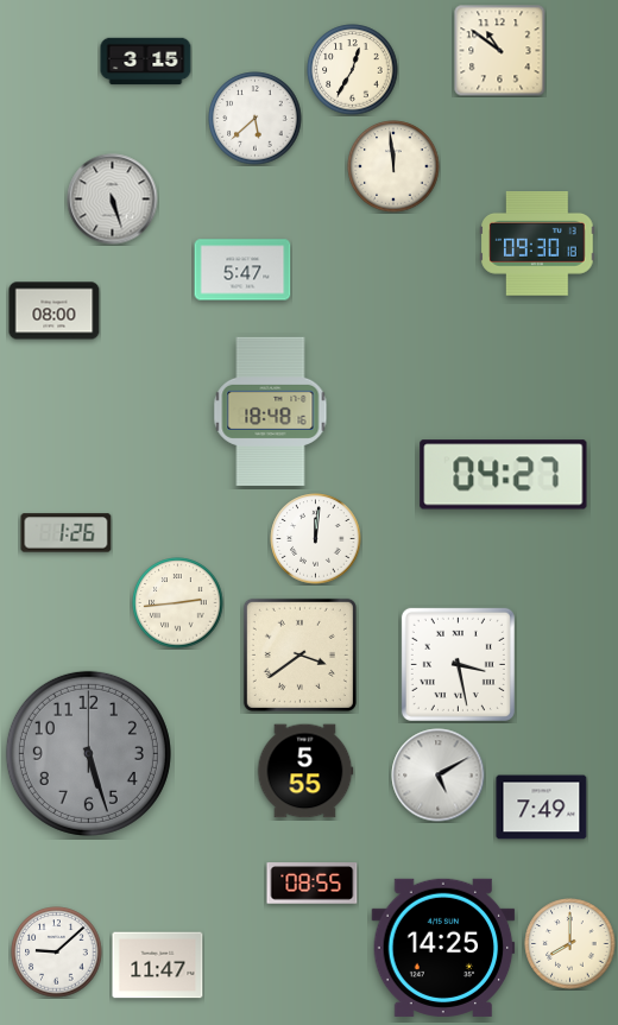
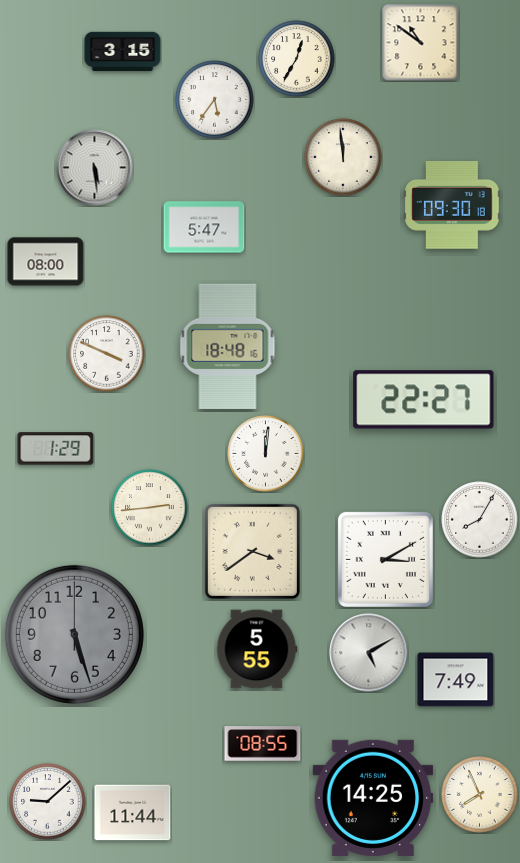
clock at (256, 119): 5:38 -> 5:36
clock at (393, 166) position: (393, 166) -> (343, 157)
clock at (113, 200): 5:27 -> 5:29
clock at (107, 354): none -> 3:49
clock at (504, 475): 04:27 -> 22:27
clock at (67, 533): 1:26 -> 1:29
clock at (480, 520): none -> 8:05
clock at (458, 664): 3:28 -> 3:10
clock at (570, 944): 8:00 -> 7:56
clock at (158, 966): 11:47 -> 11:44
